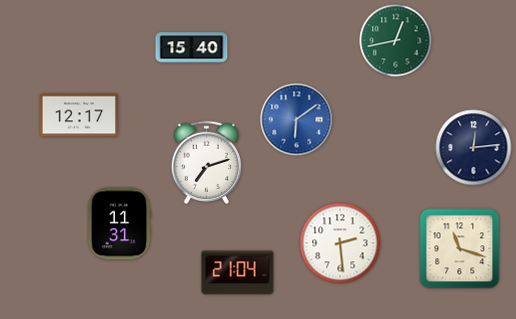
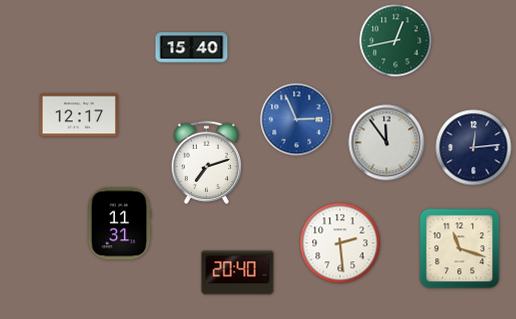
clock at (297, 120): 6:09 -> 2:56
clock at (387, 143): none -> 11:54
clock at (238, 273): 21:04 -> 20:40
